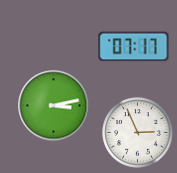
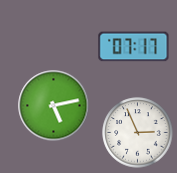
clock at (54, 106): 3:13 -> 5:13
